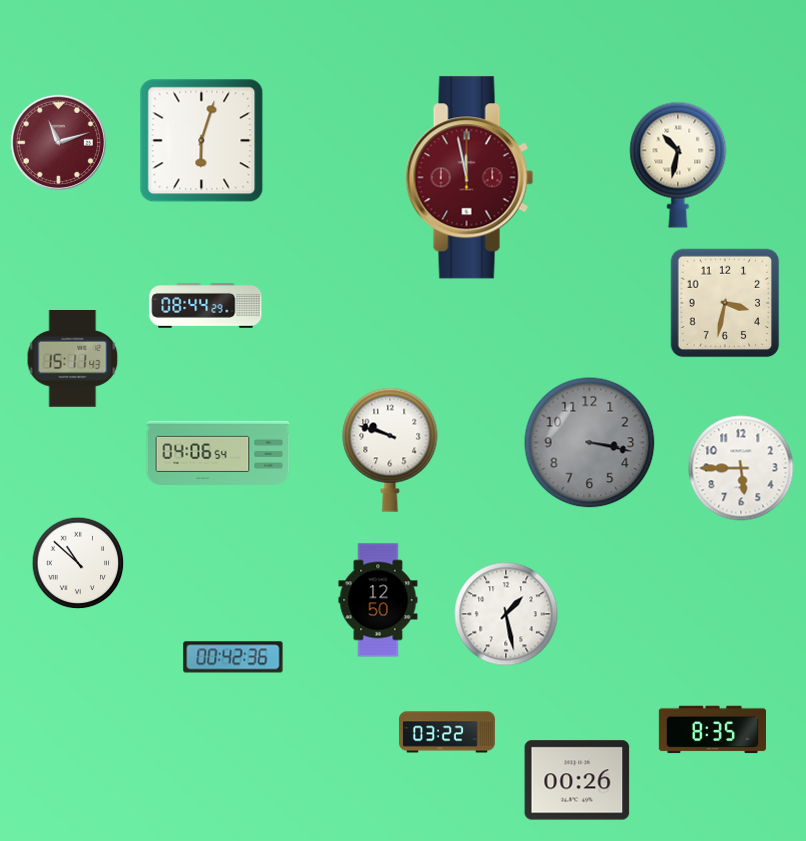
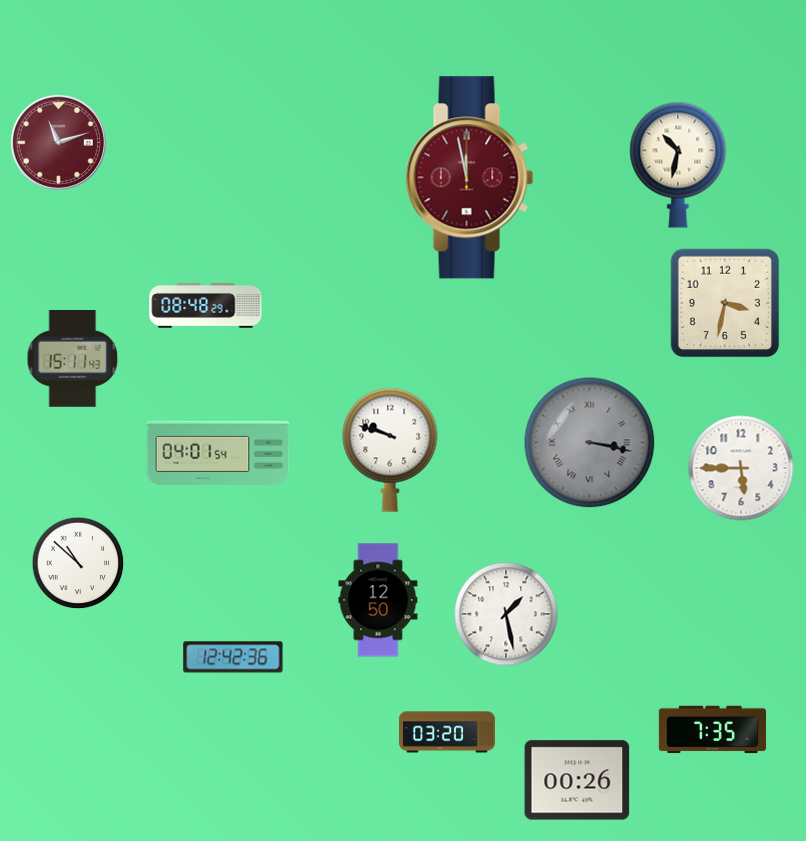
clock at (202, 141): 6:03 -> none
clock at (206, 306): 08:44 -> 08:48
clock at (590, 443) numerals: Arabic -> Roman
clock at (218, 452): 04:06 -> 04:01
clock at (233, 657): 00:42 -> 12:42
clock at (712, 730): 8:35 -> 7:35
clock at (447, 732): 03:22 -> 03:20
